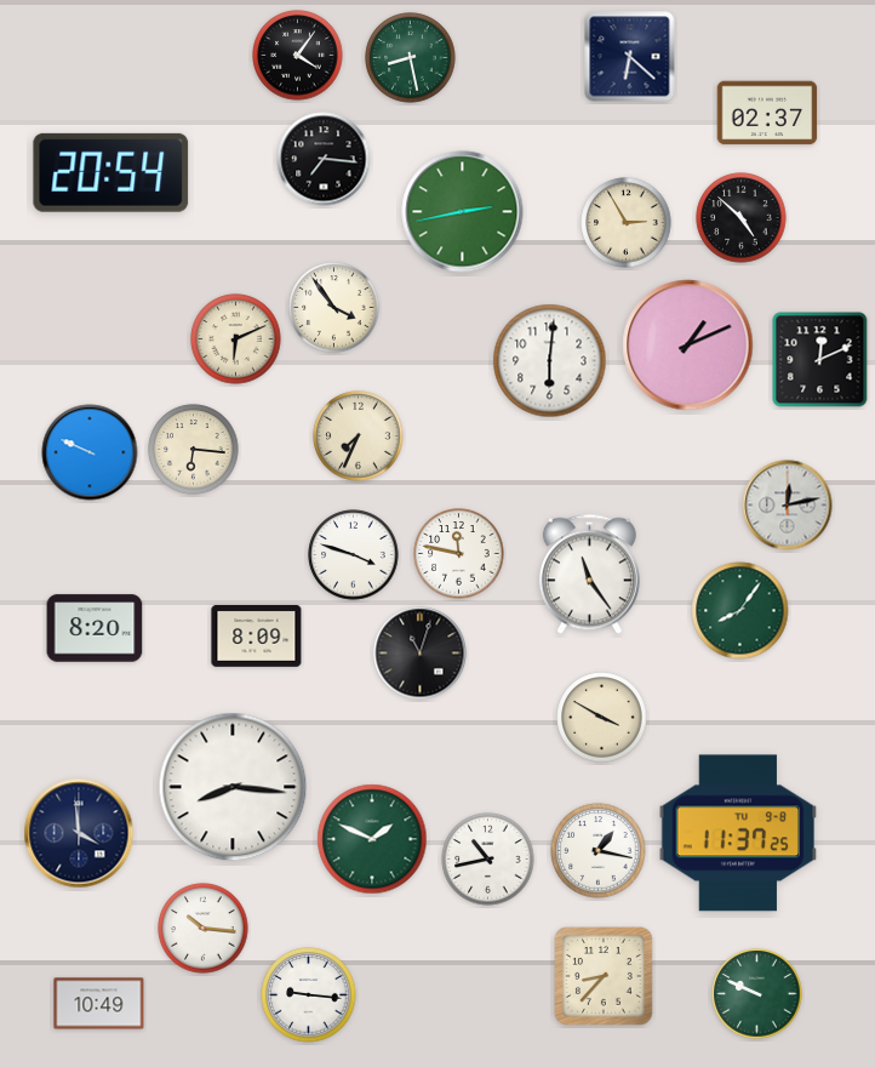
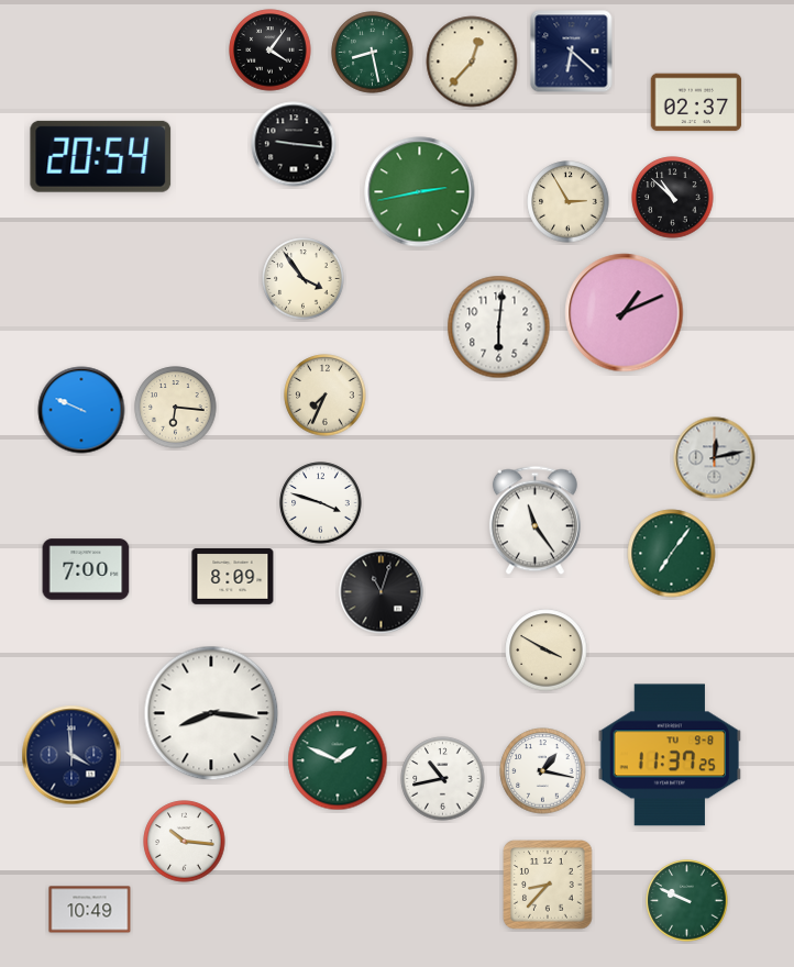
clock at (472, 62): none -> 12:37
clock at (324, 159): 7:16 -> 9:16
clock at (742, 218): 4:52 -> 10:52
clock at (236, 339): 6:11 -> none
clock at (820, 360): 12:11 -> none
clock at (459, 554): 11:47 -> none
clock at (740, 611): 8:06 -> 7:06
clock at (95, 628): 8:20 -> 7:00
clock at (309, 995): 9:16 -> none
